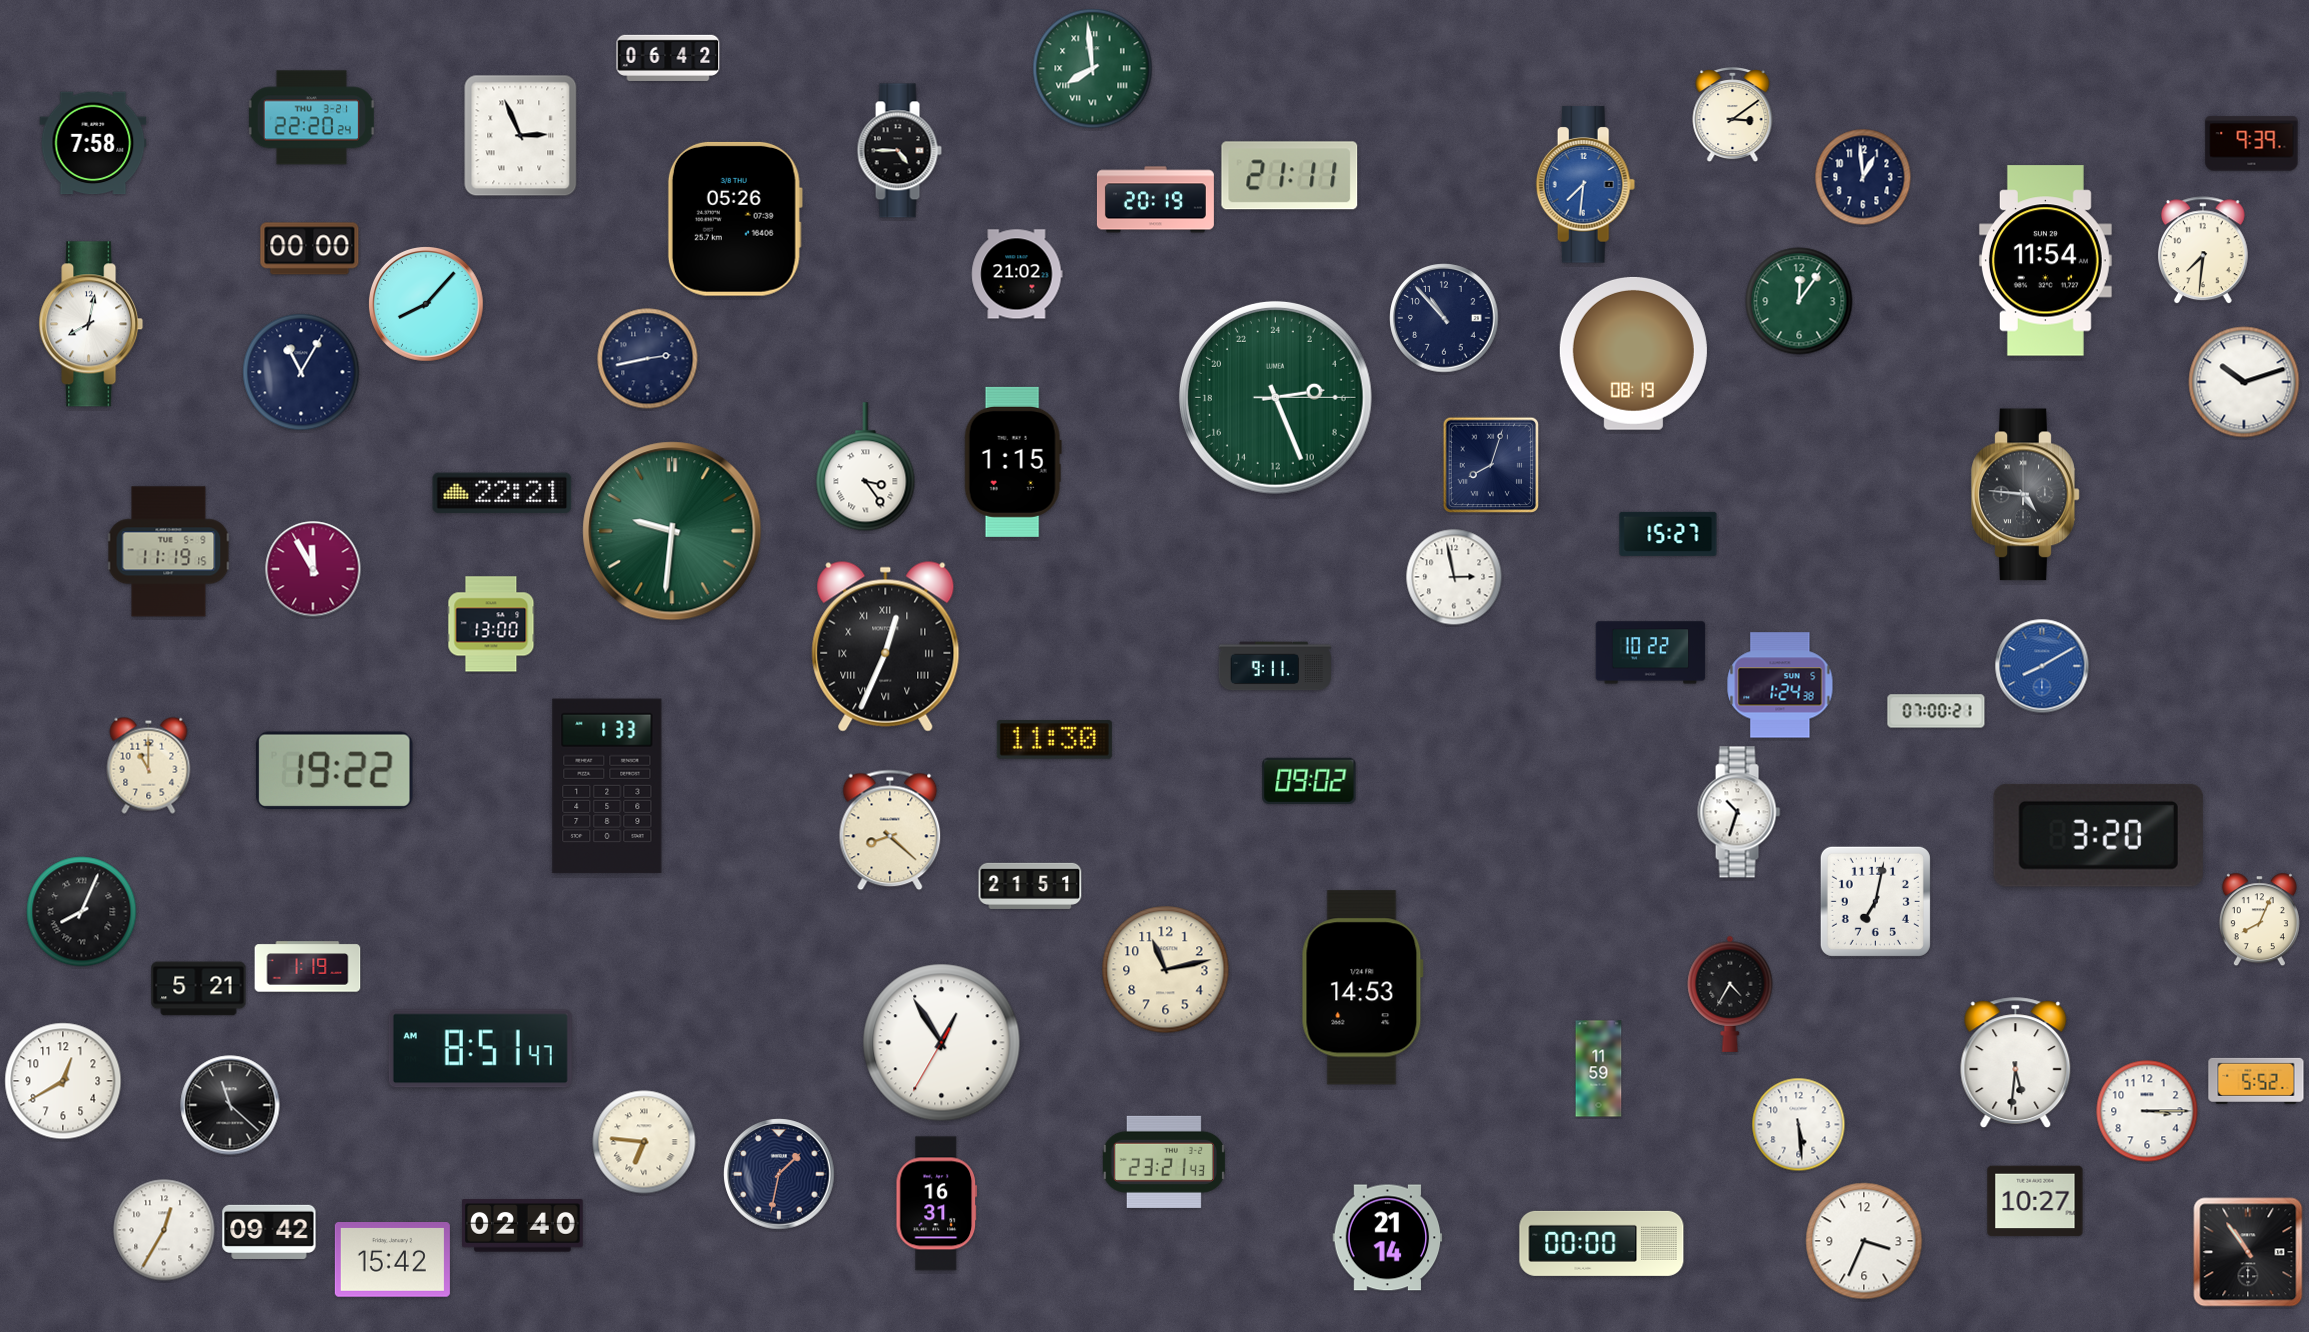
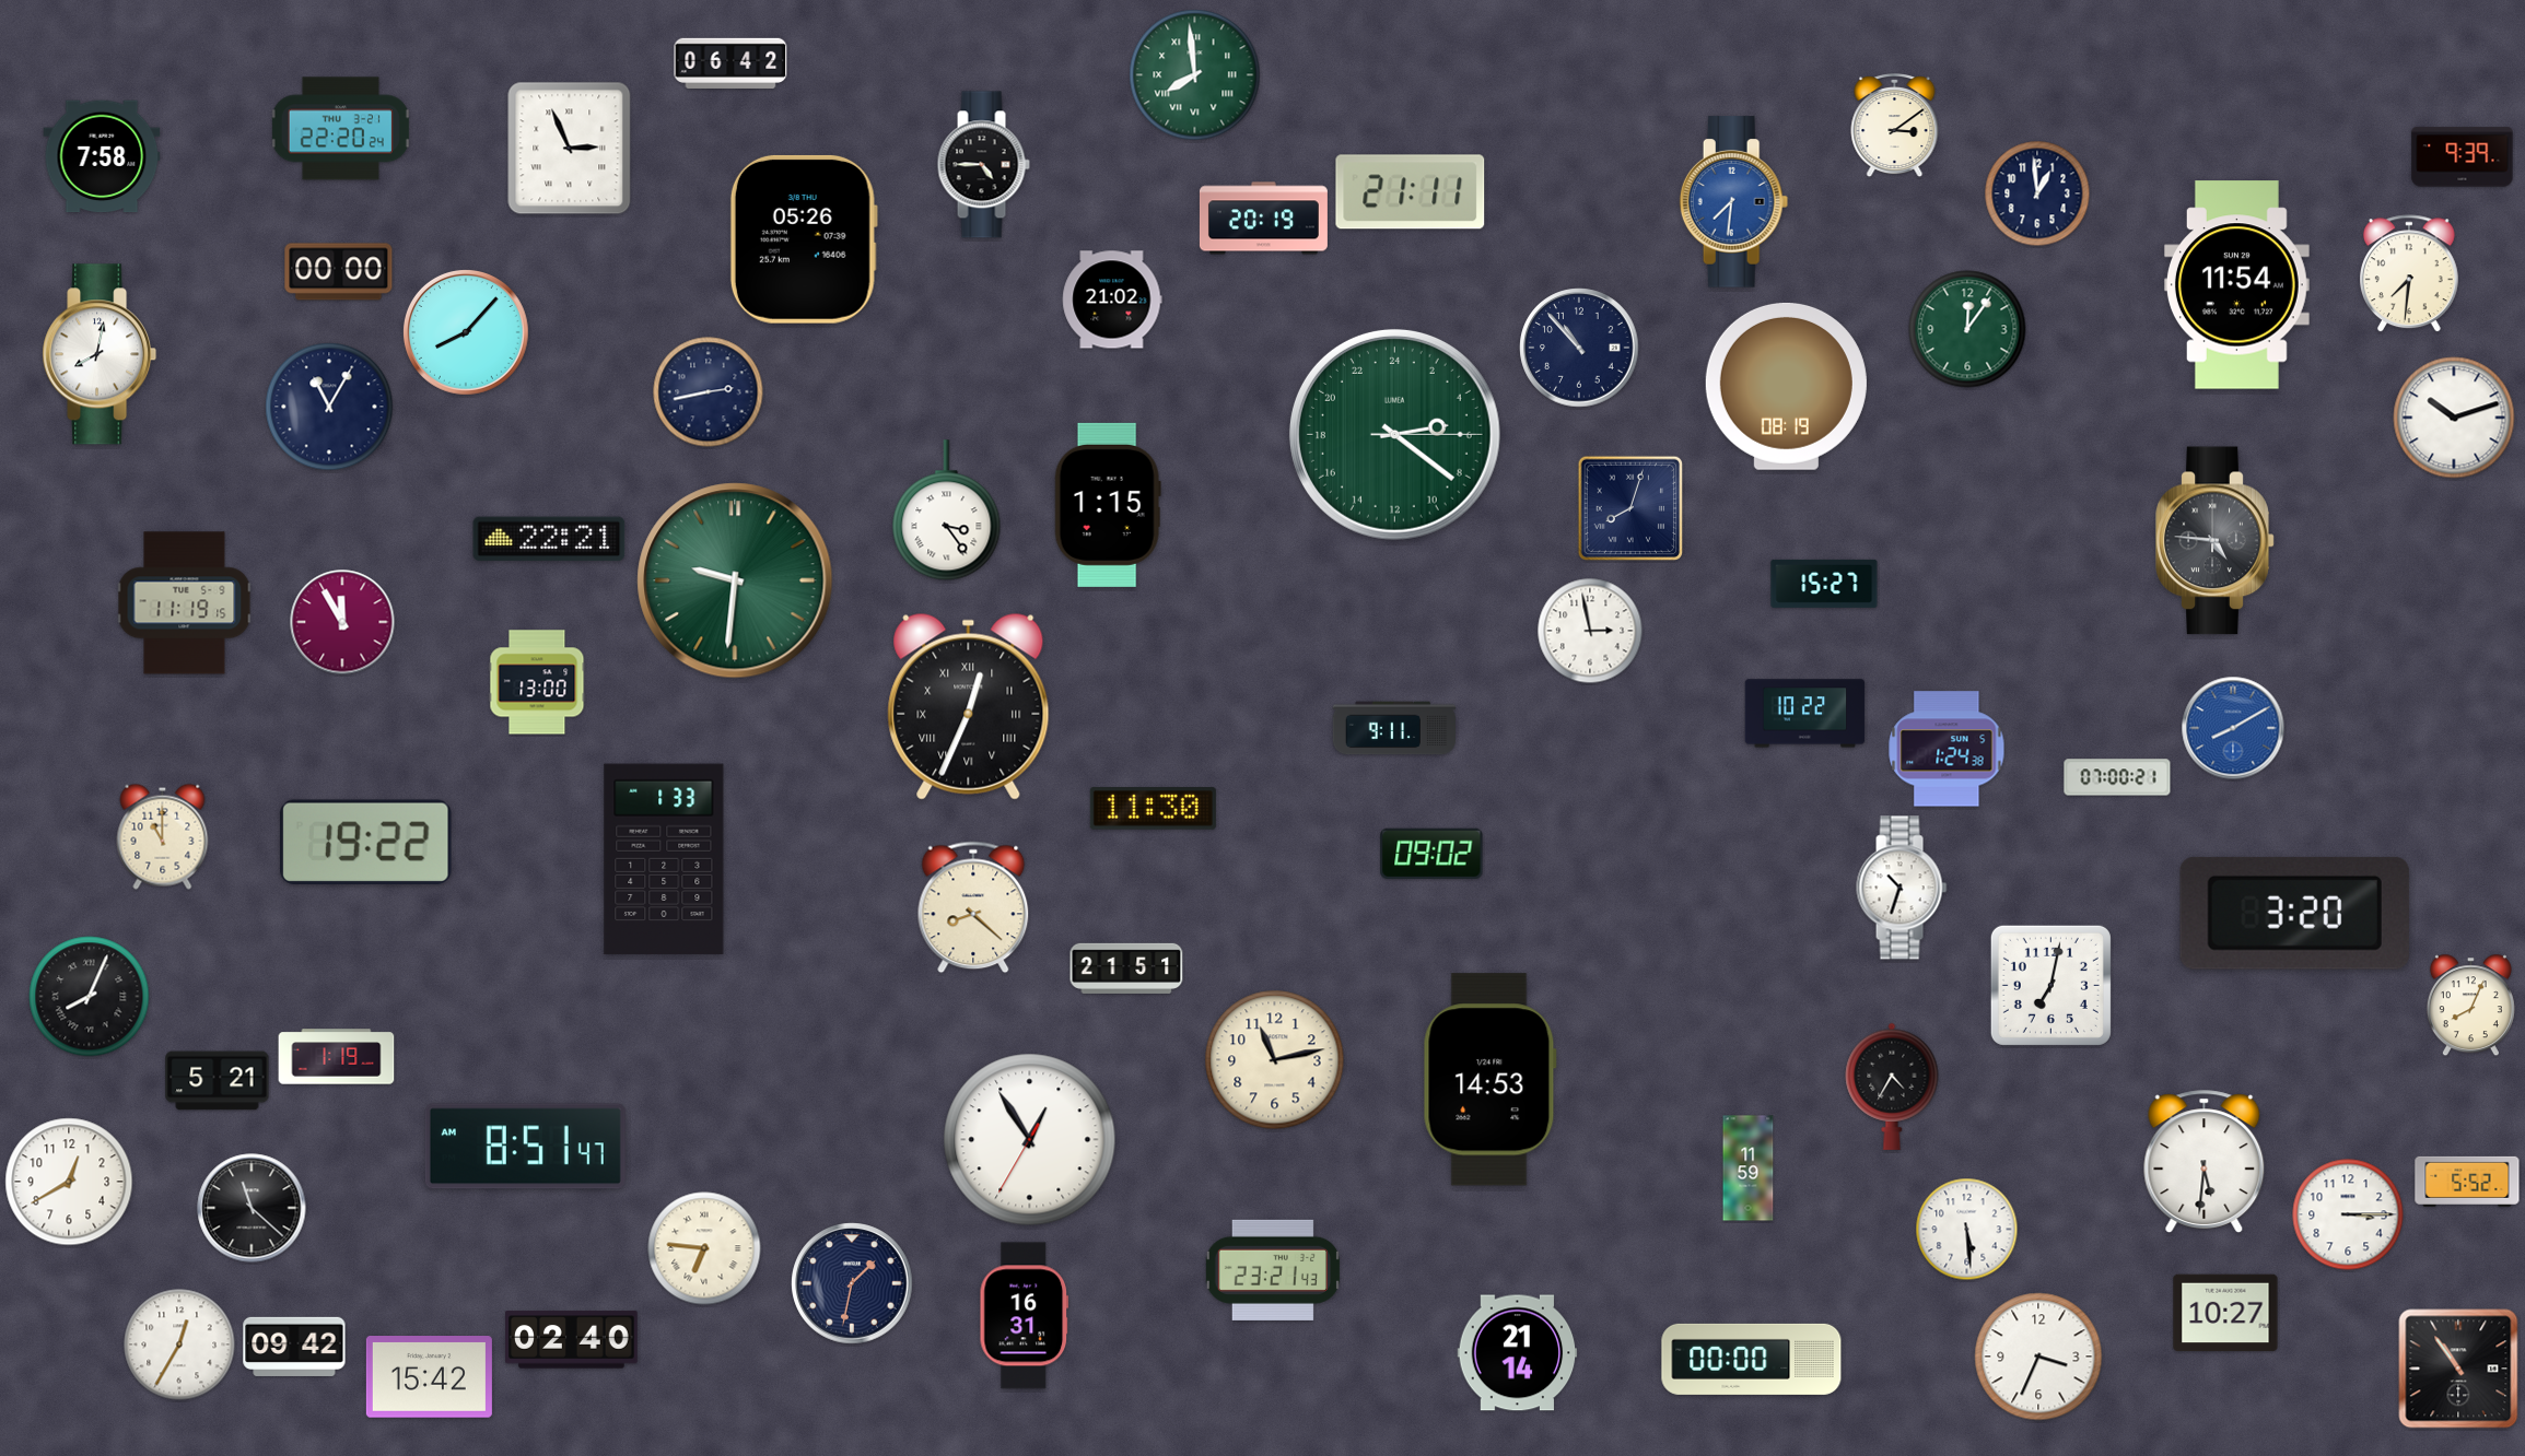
clock at (1275, 397): 5:26 -> 5:21
